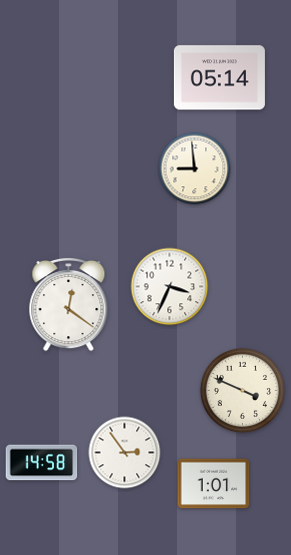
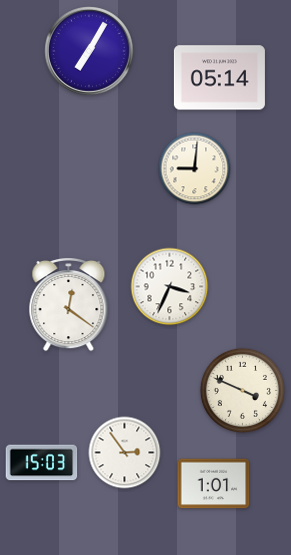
clock at (90, 52): none -> 7:05
clock at (195, 169): 8:59 -> 9:01
clock at (42, 463): 14:58 -> 15:03
